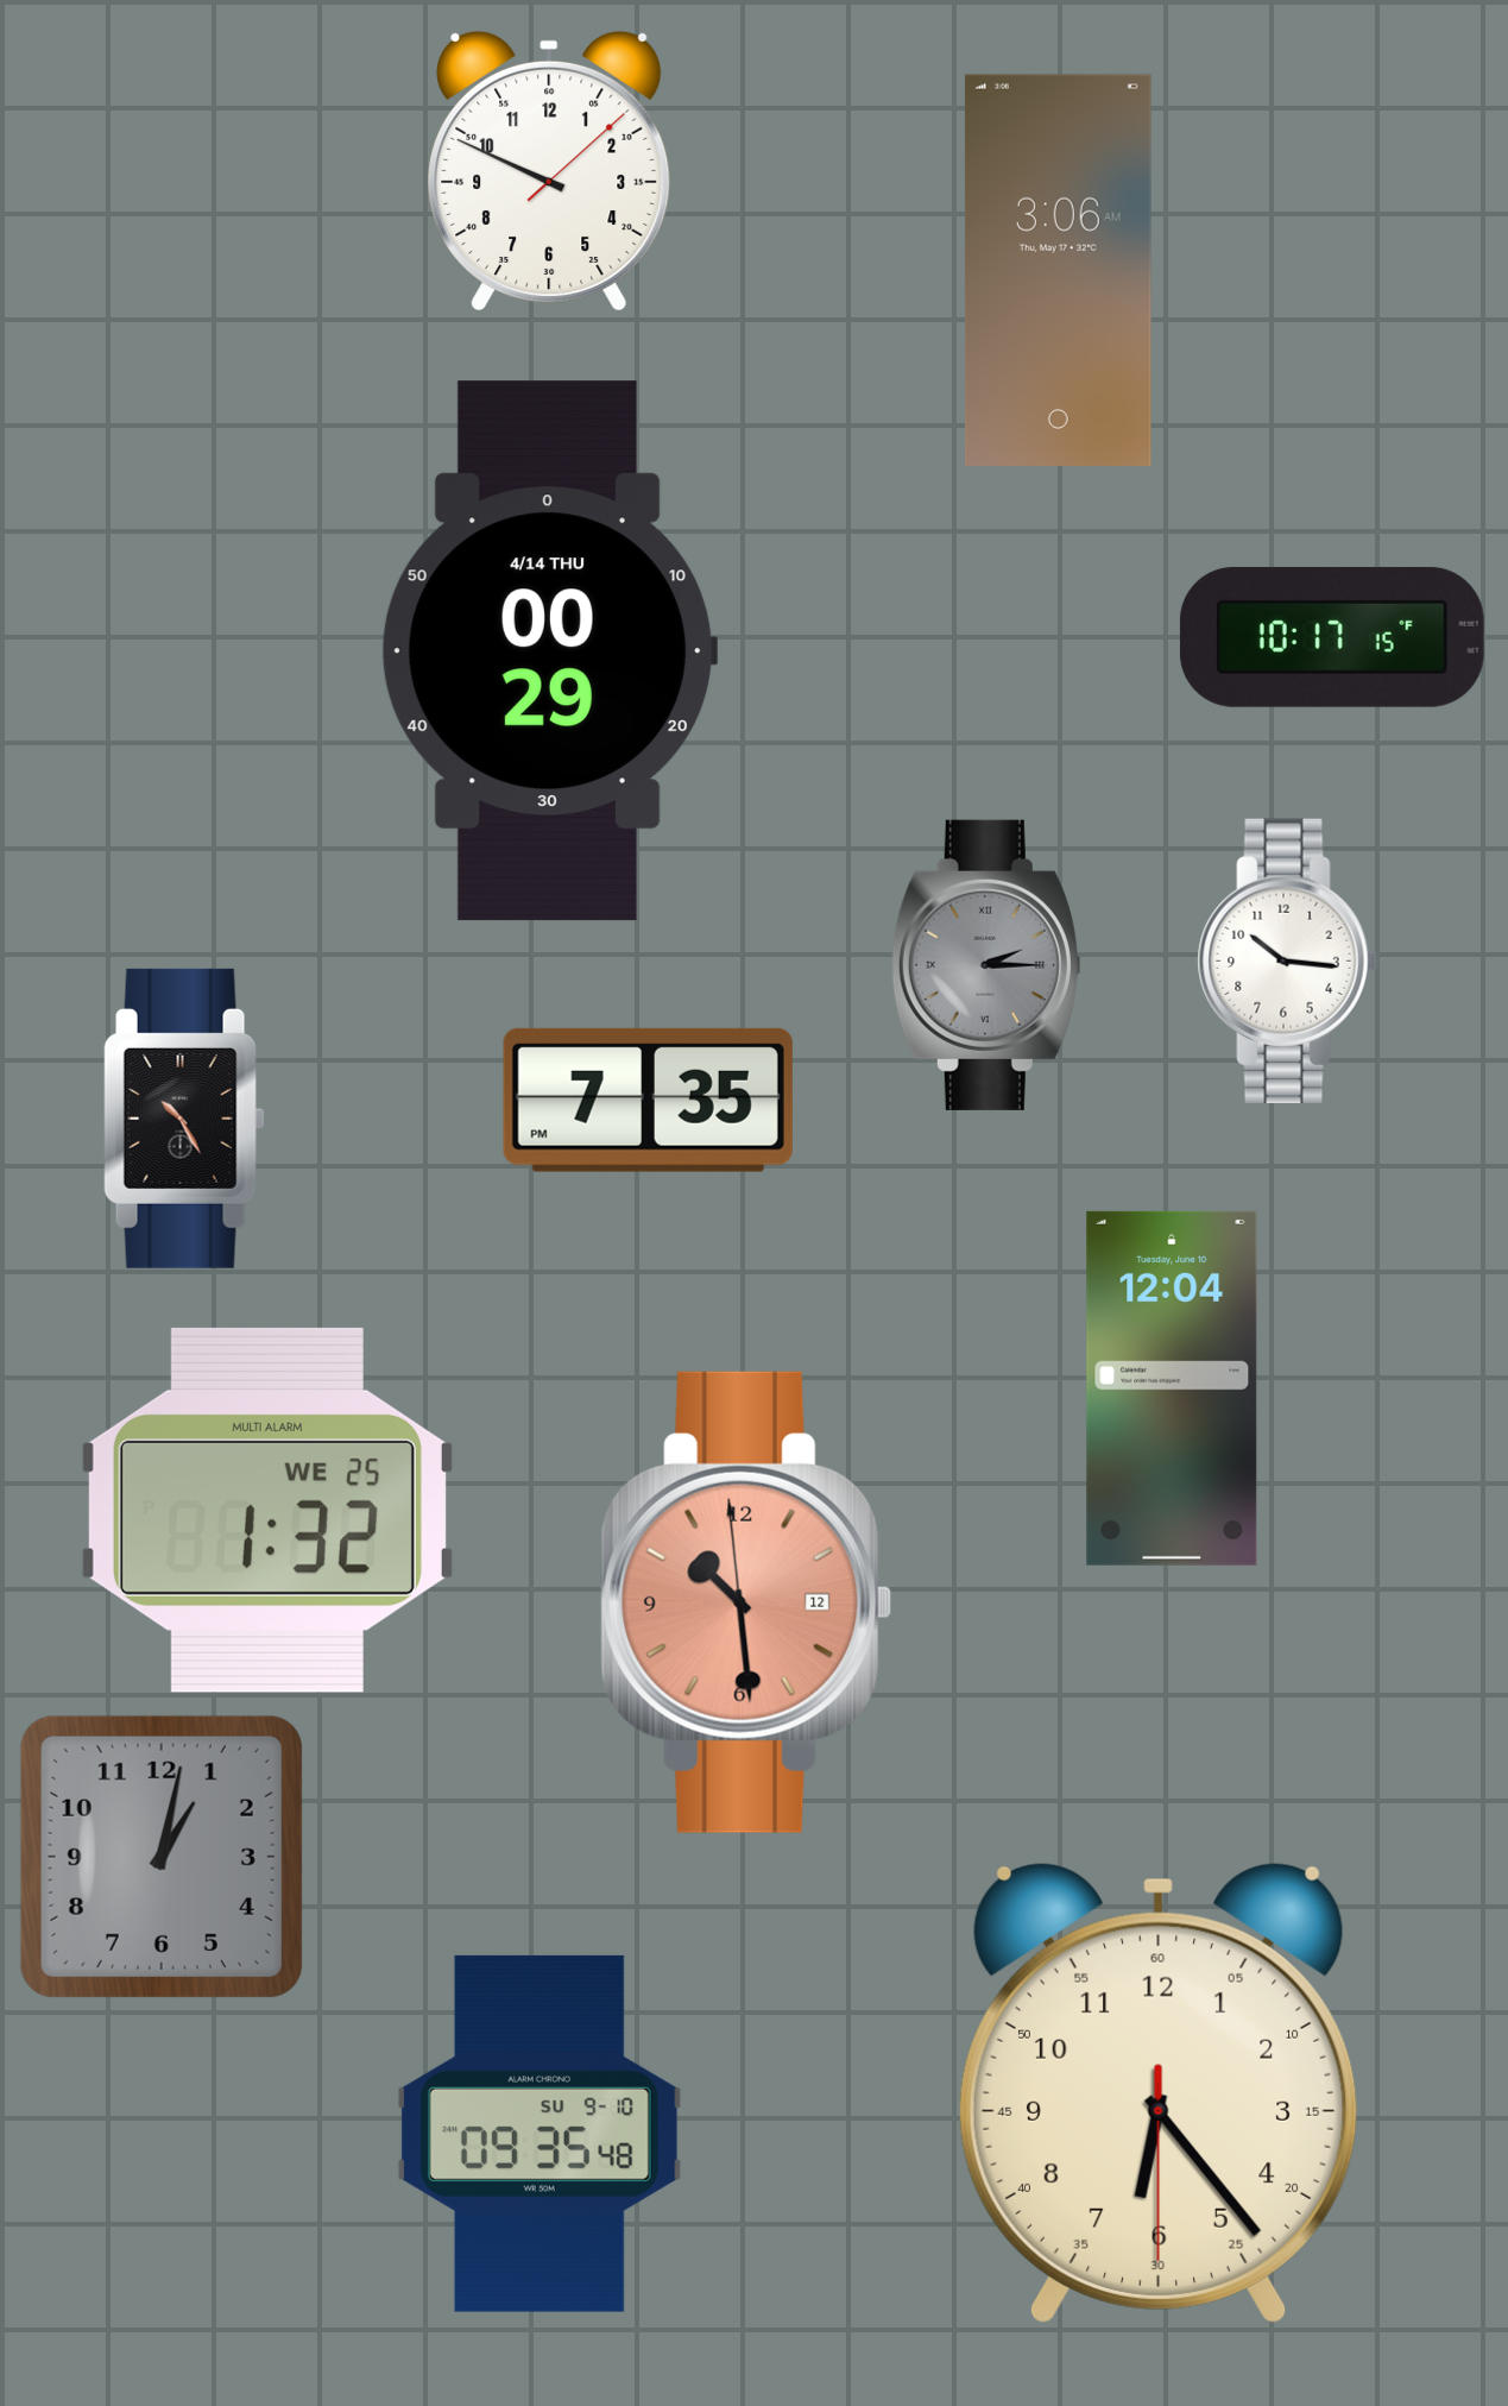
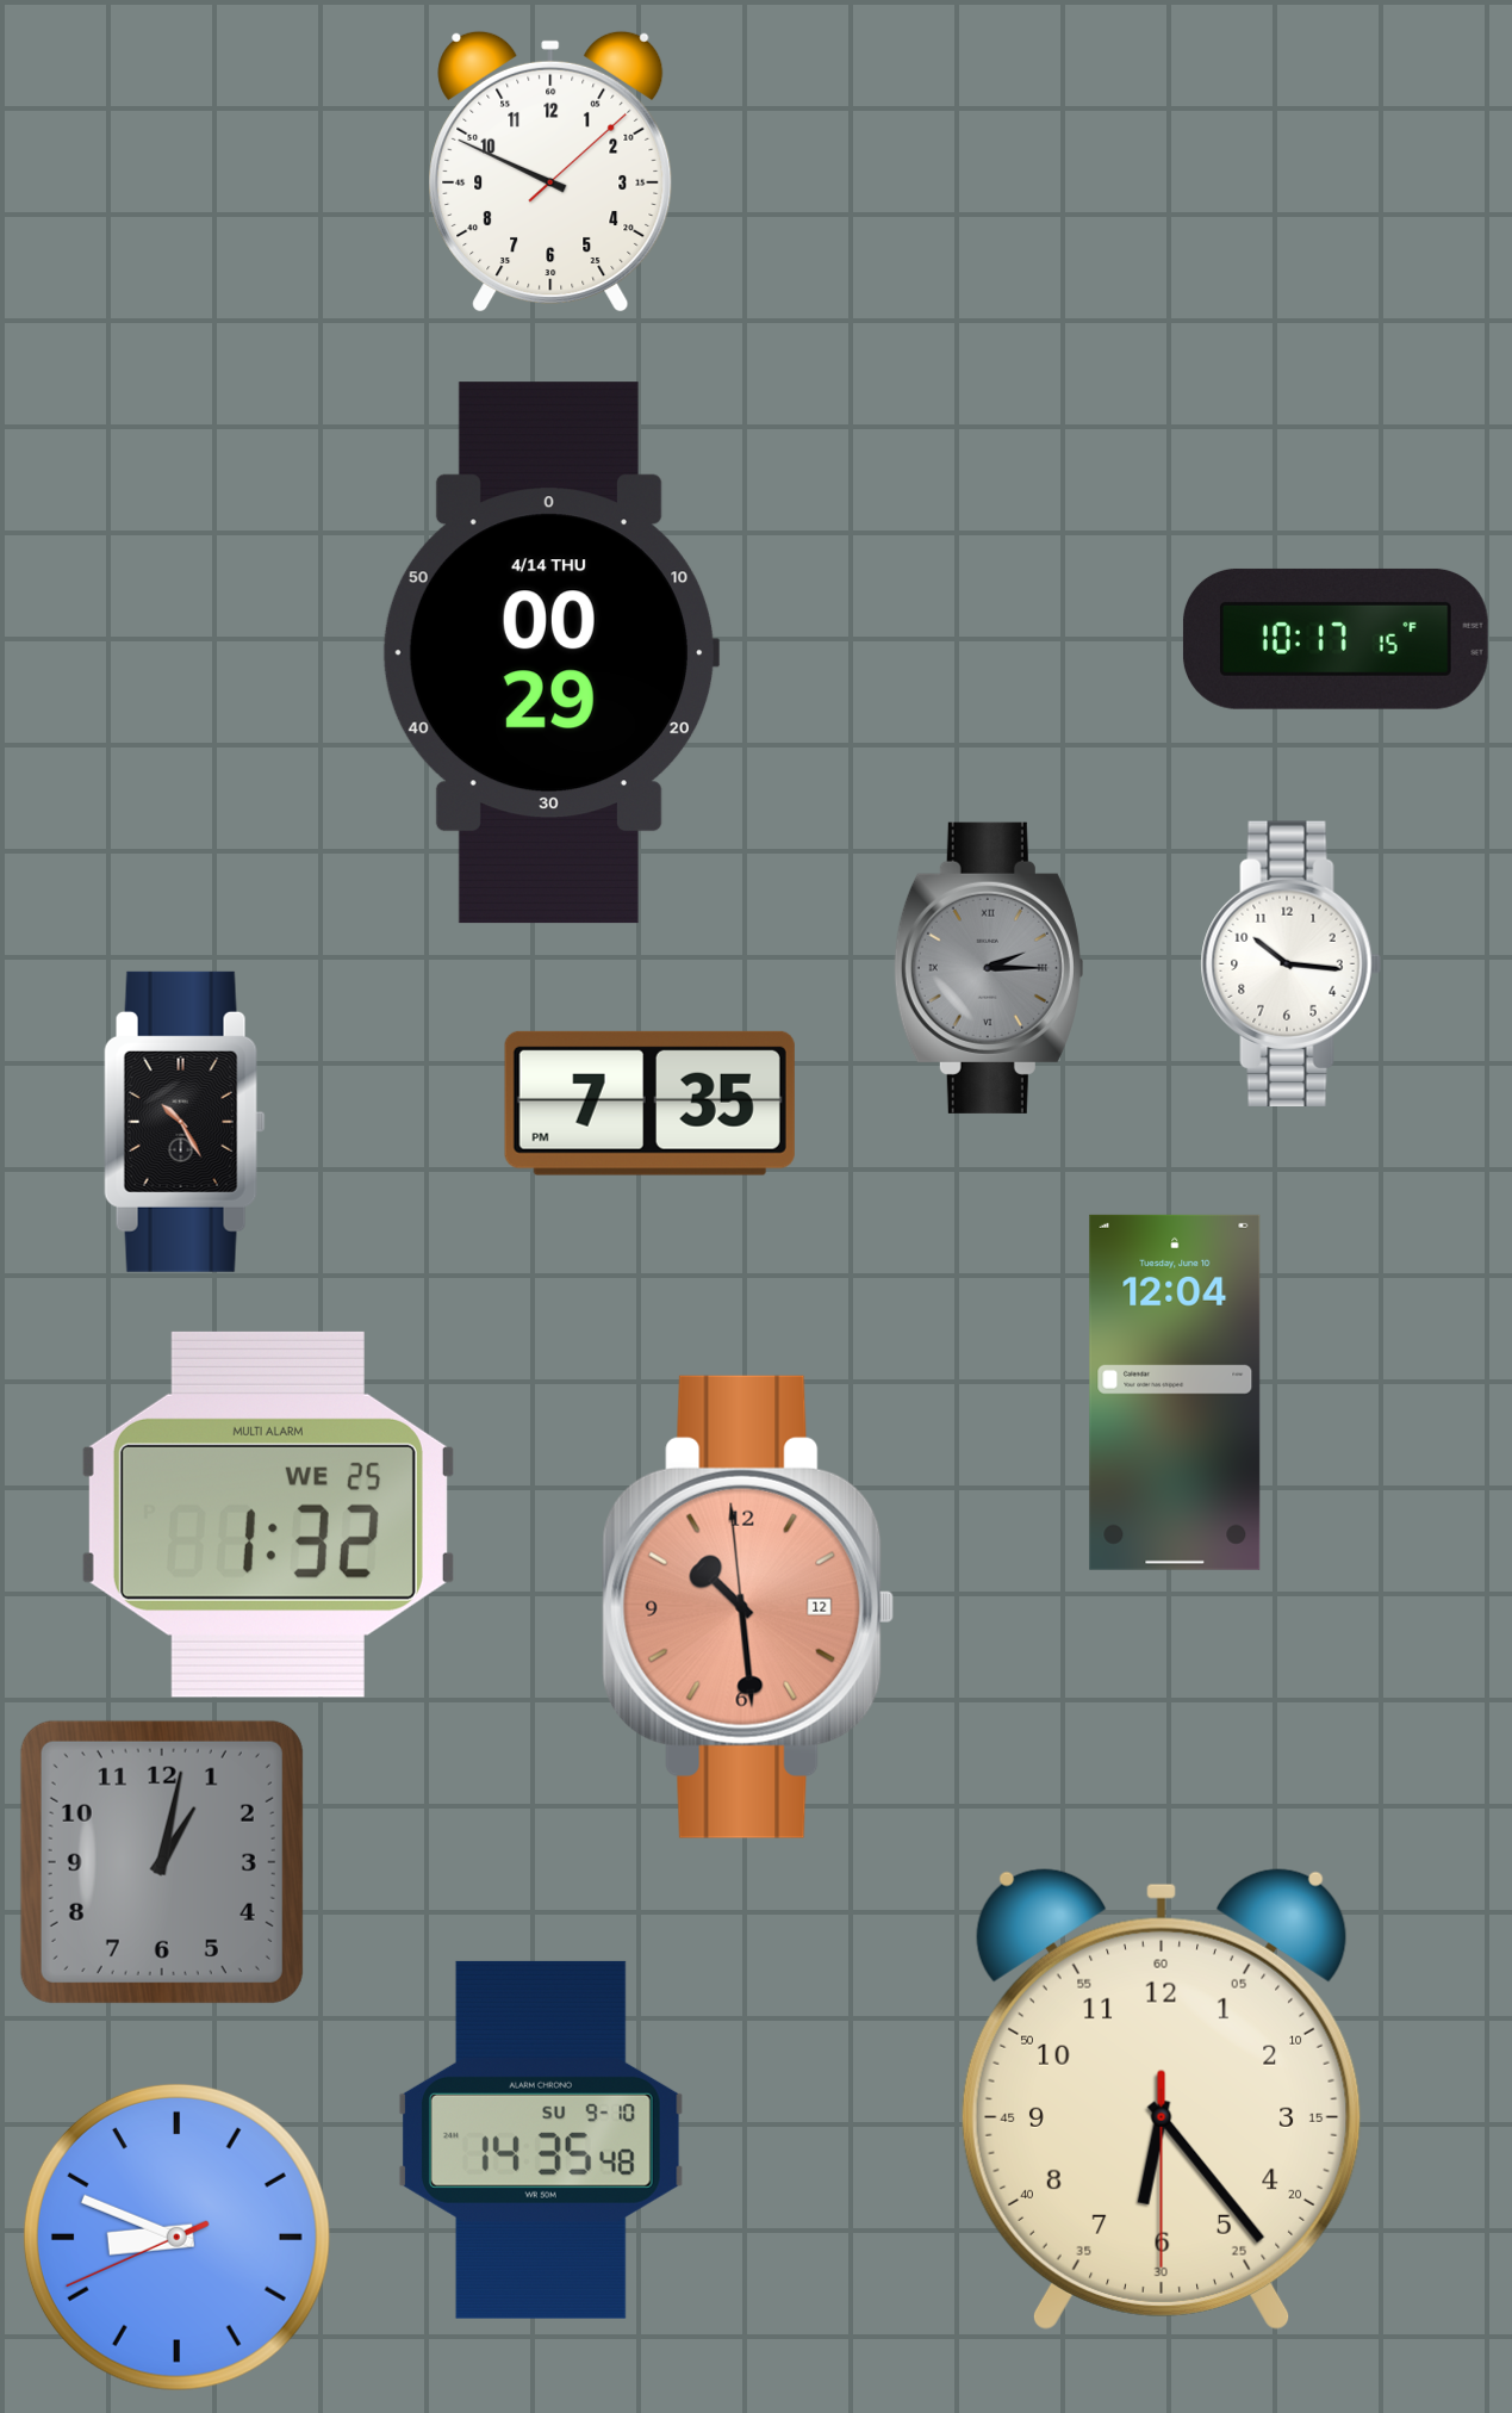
clock at (1058, 270): 3:06 -> none
clock at (540, 2134): 09:35 -> 14:35
clock at (176, 2237): none -> 8:48
